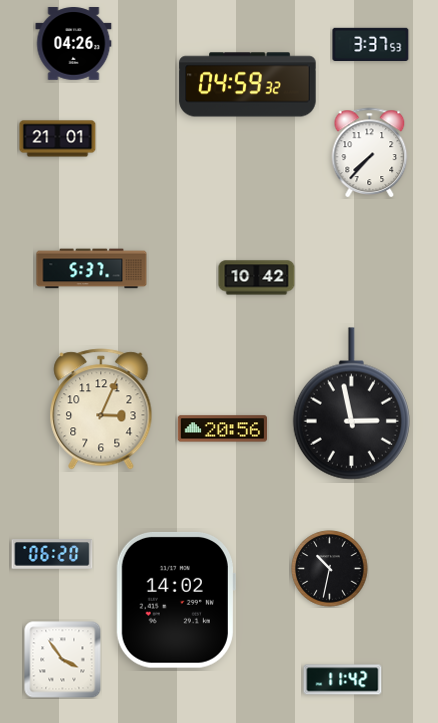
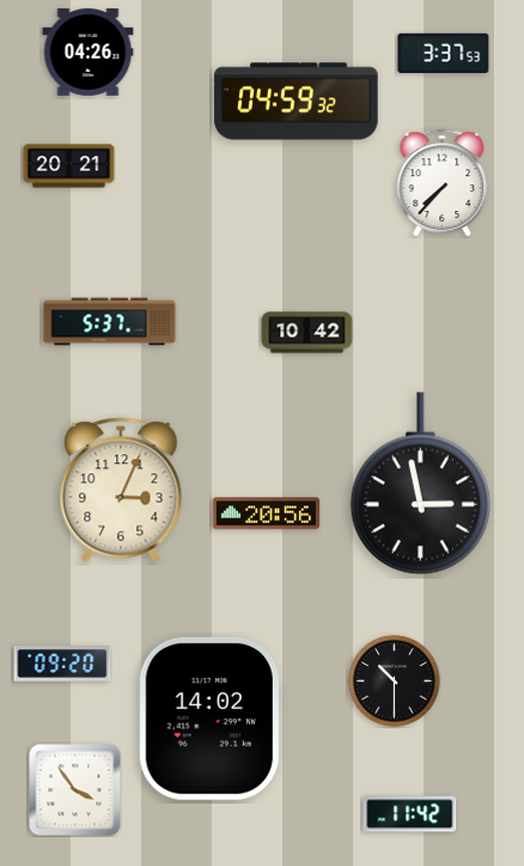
clock at (58, 139): 21:01 -> 20:21
clock at (52, 554): 06:20 -> 09:20
clock at (330, 569): 10:32 -> 10:30
